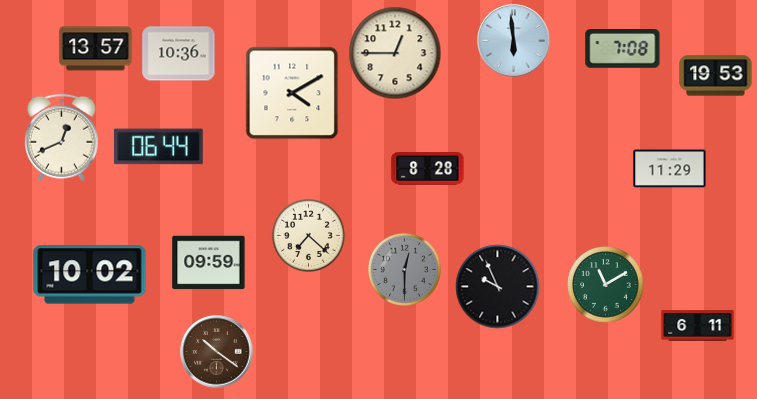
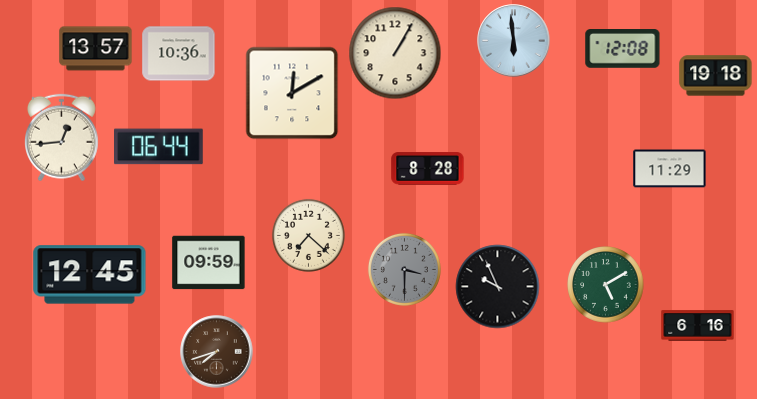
clock at (623, 49): 7:08 -> 12:08
clock at (395, 53): 12:45 -> 1:05
clock at (716, 76): 19:53 -> 19:18
clock at (292, 93): 4:10 -> 12:10
clock at (62, 138): 12:41 -> 12:44
clock at (404, 269): 12:30 -> 3:30
clock at (90, 275): 10:02 -> 12:45
clock at (606, 285): 11:10 -> 5:10
clock at (698, 326): 6:11 -> 6:16
clock at (217, 352): 10:21 -> 7:42
